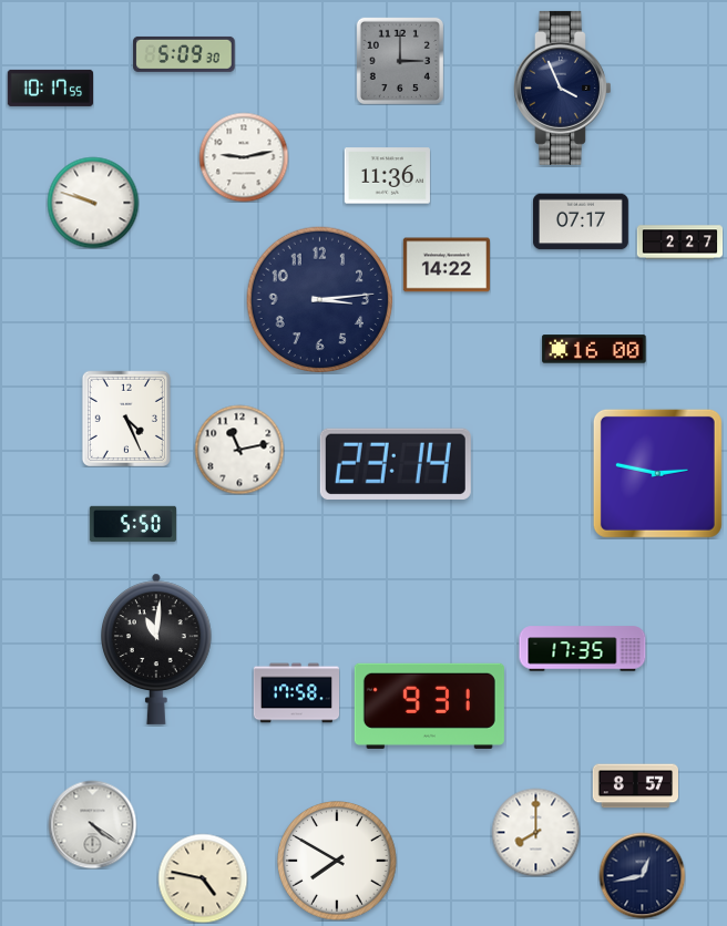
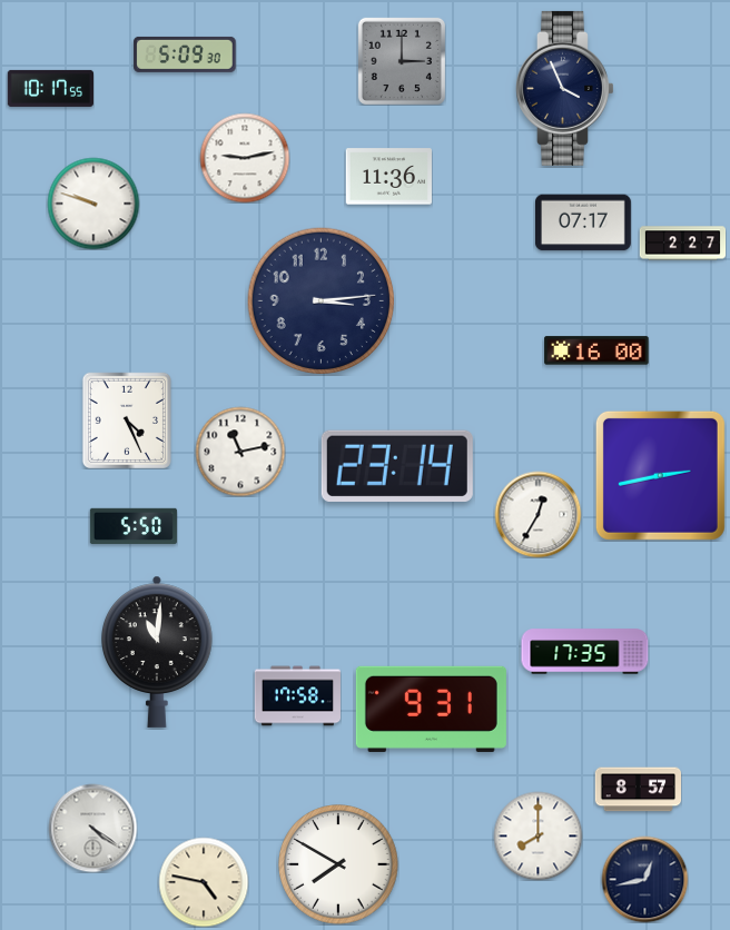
clock at (447, 265): 14:22 -> none
clock at (657, 473): 2:47 -> 2:43
clock at (537, 514): none -> 12:35
